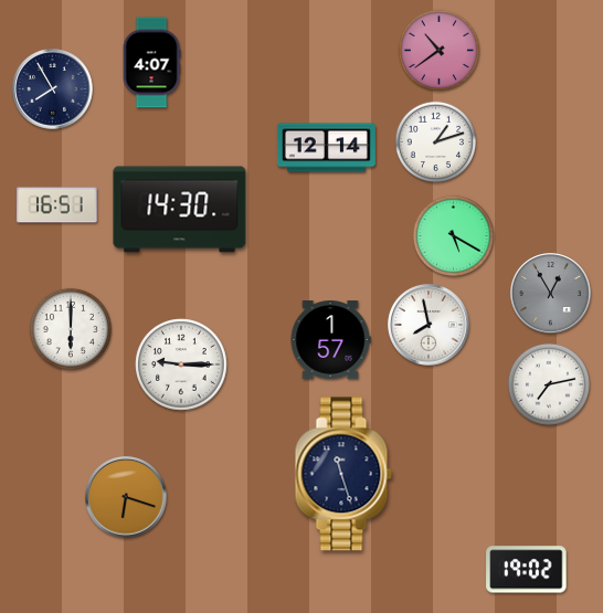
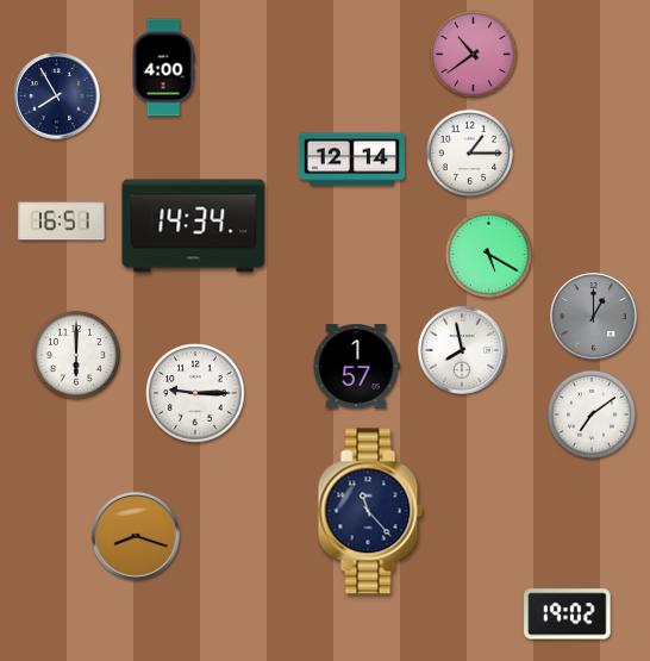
clock at (151, 63): 4:07 -> 4:00
clock at (435, 141): 1:12 -> 1:15
clock at (180, 210): 14:30 -> 14:34
clock at (551, 294): 12:55 -> 1:00
clock at (549, 384): 7:13 -> 7:09
clock at (343, 474): 11:27 -> 11:23
clock at (126, 497): 6:18 -> 8:18
